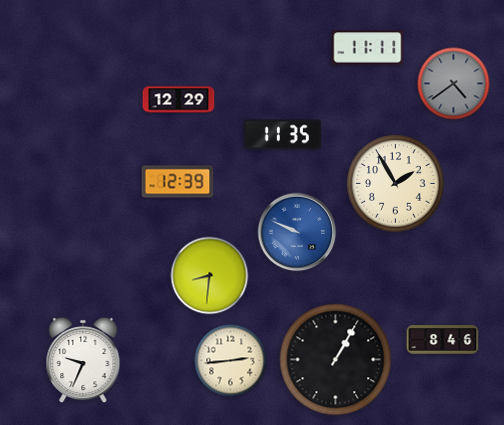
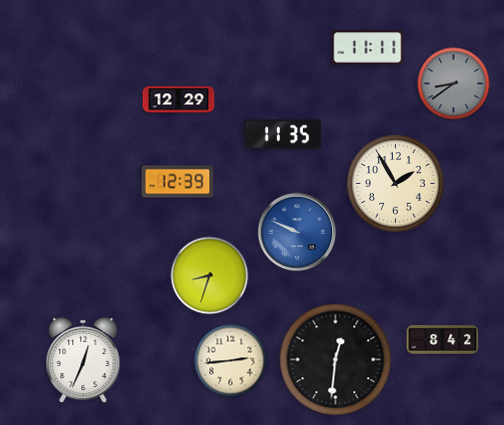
clock at (454, 84): 4:39 -> 8:39
clock at (210, 276): 8:31 -> 8:33
clock at (443, 340): 8:46 -> 8:42
clock at (83, 360): 9:34 -> 12:34
clock at (336, 360): 1:05 -> 12:31
